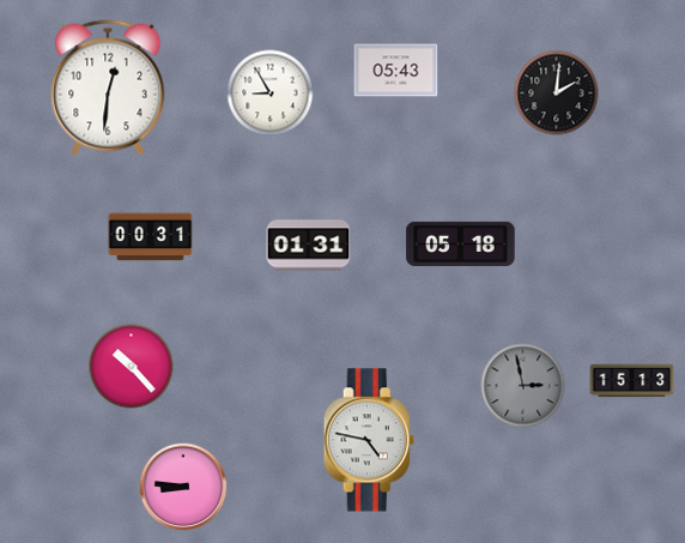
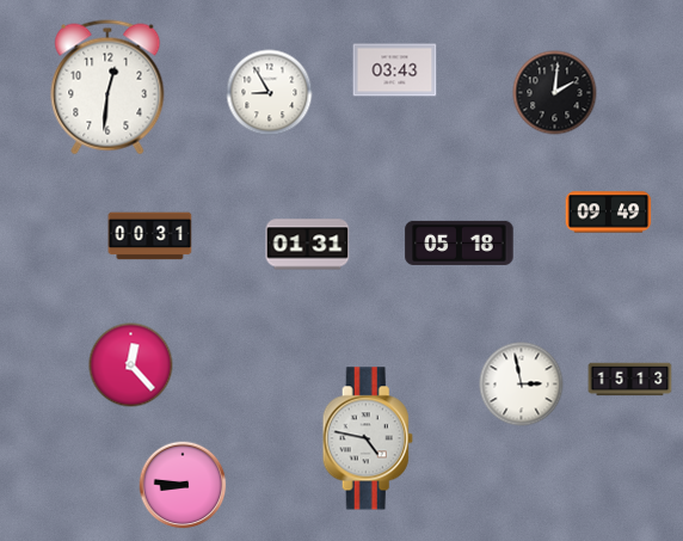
clock at (396, 71): 05:43 -> 03:43
clock at (609, 213): none -> 09:49
clock at (132, 367): 10:23 -> 12:23
clock at (523, 386) dial: grey -> white
